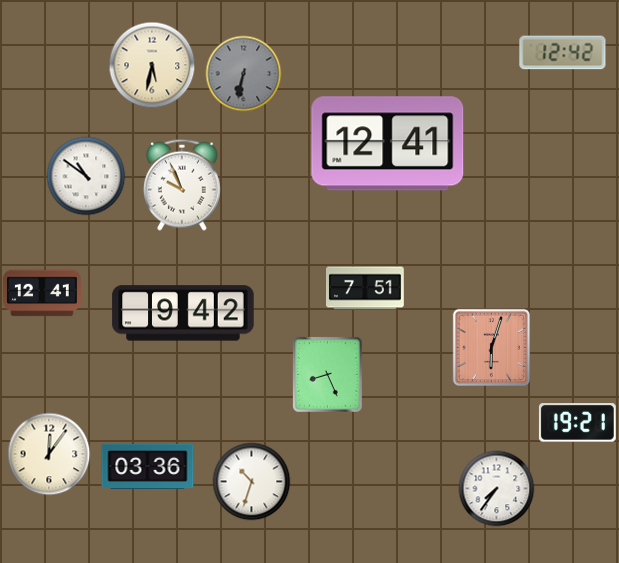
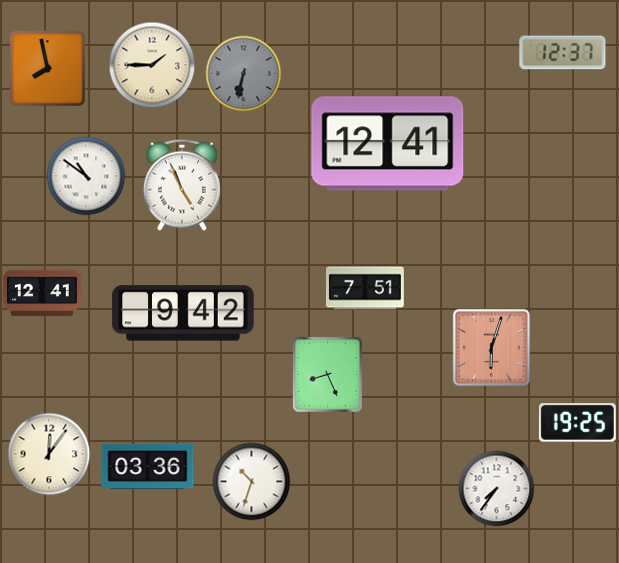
clock at (563, 53): 12:42 -> 12:37
clock at (152, 65): 5:32 -> 1:45
clock at (48, 69): none -> 7:58
clock at (182, 185): 9:56 -> 4:56
clock at (577, 423): 19:21 -> 19:25
